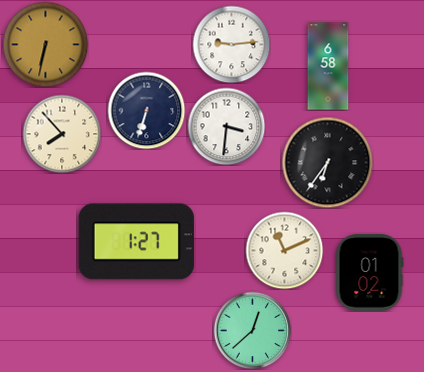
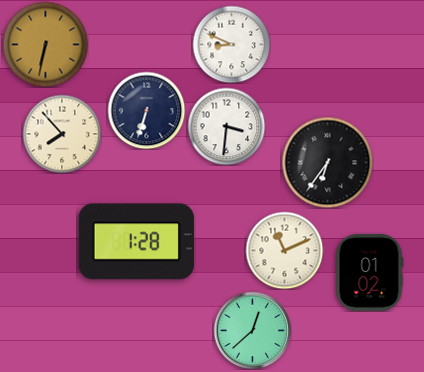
clock at (231, 44): 9:14 -> 8:49
clock at (328, 66): 6:58 -> none
clock at (136, 242): 1:27 -> 1:28
